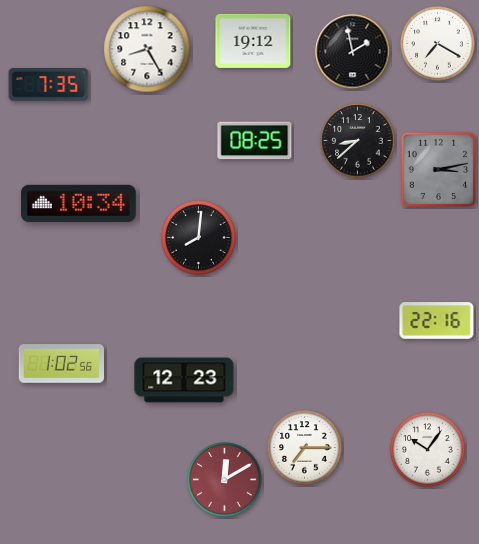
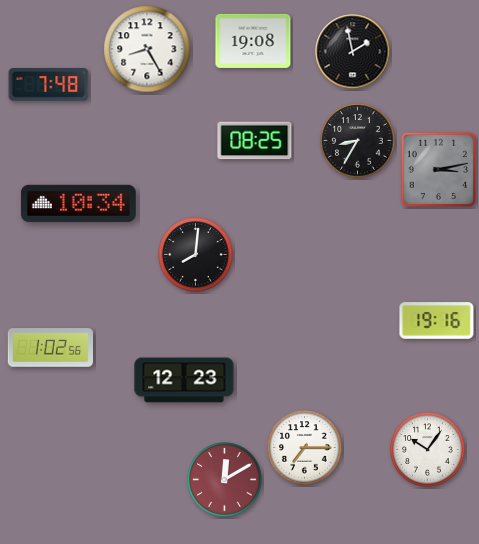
clock at (253, 41): 19:12 -> 19:08
clock at (438, 44): 7:20 -> none
clock at (49, 85): 7:35 -> 7:48
clock at (358, 141): 8:38 -> 8:35
clock at (199, 238) position: (199, 238) -> (196, 255)
clock at (437, 321): 22:16 -> 19:16
clock at (61, 364) position: (61, 364) -> (50, 348)
